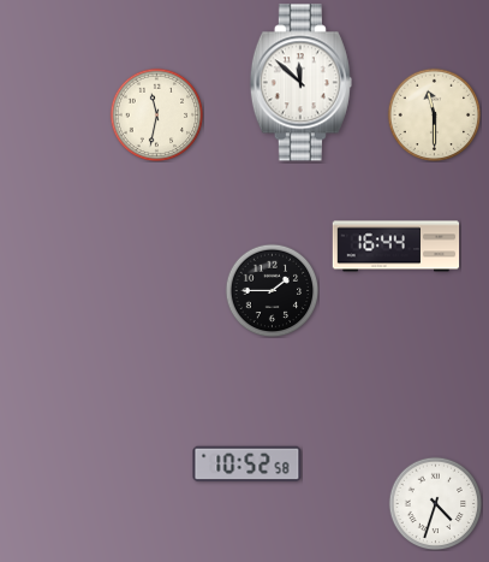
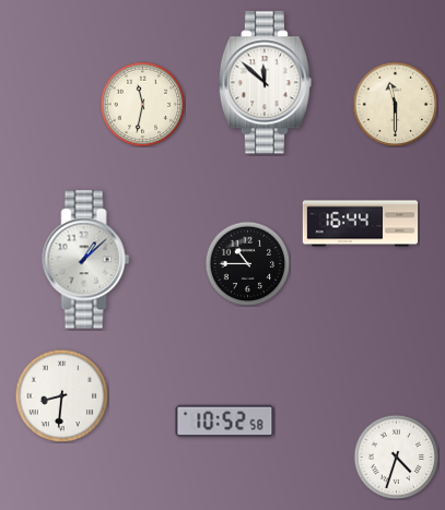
clock at (300, 83) position: (300, 83) -> (265, 83)
clock at (86, 260): none -> 1:08
clock at (272, 290): 1:45 -> 10:45
clock at (61, 395): none -> 8:31
